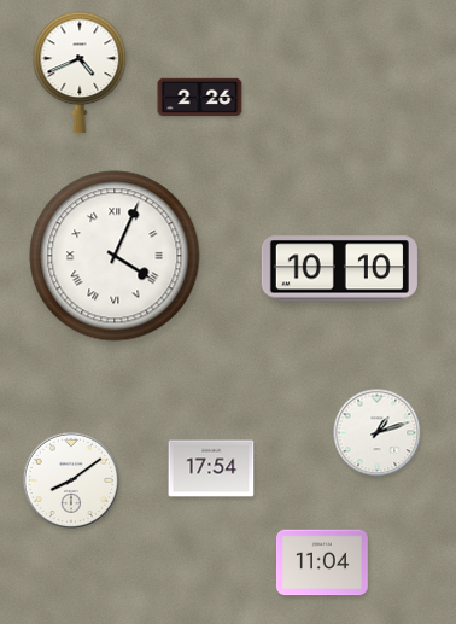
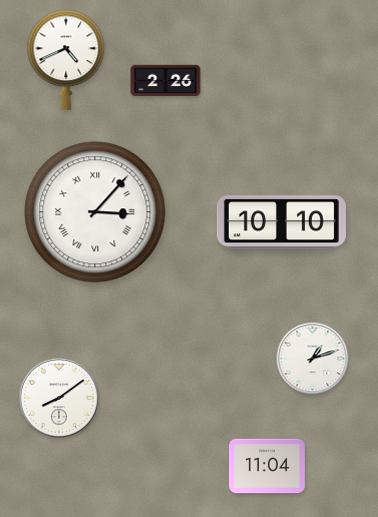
clock at (115, 256): 4:04 -> 3:07
clock at (211, 468): 17:54 -> none
